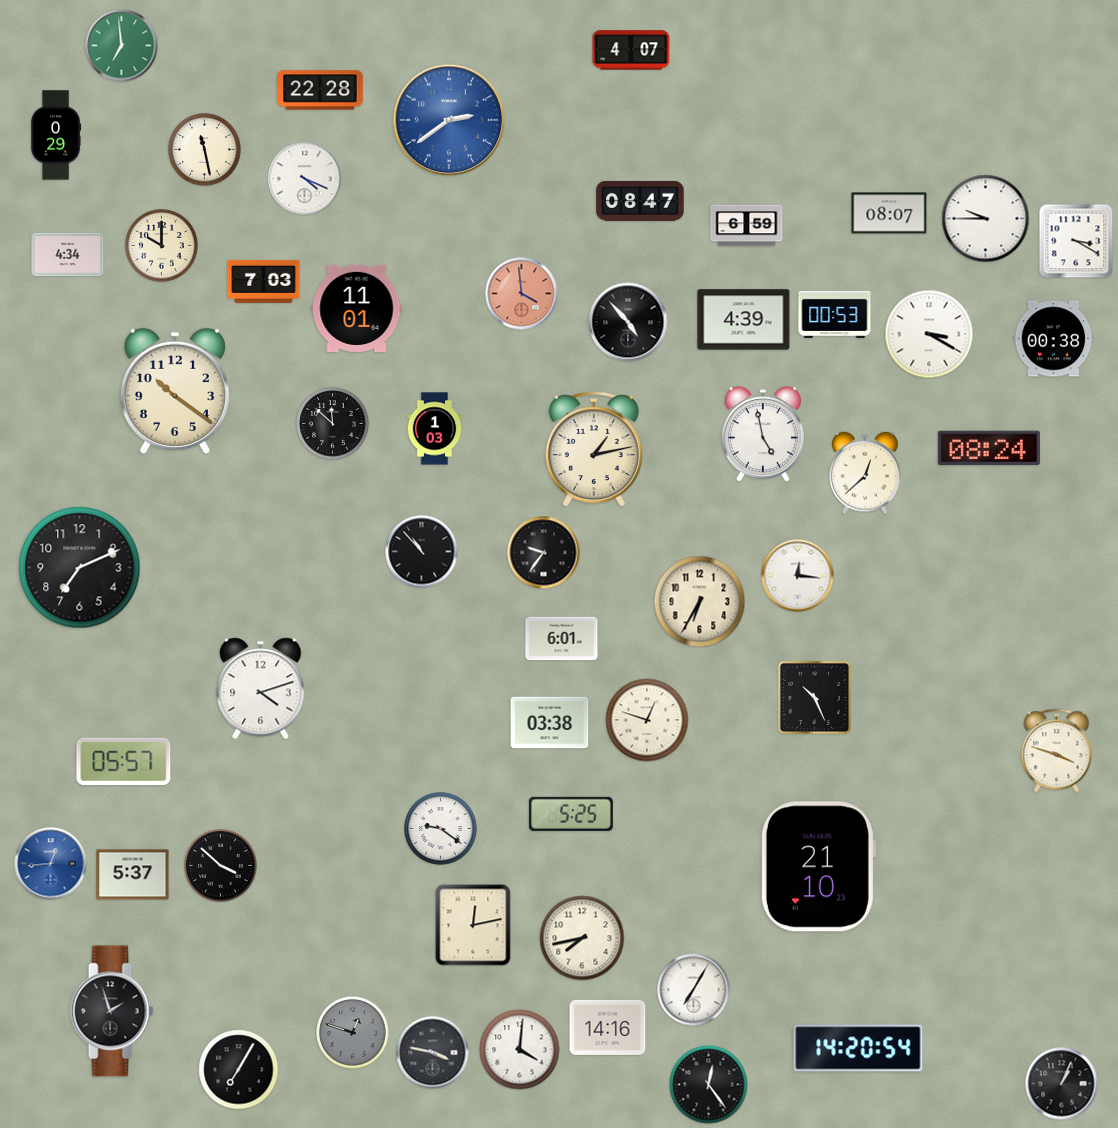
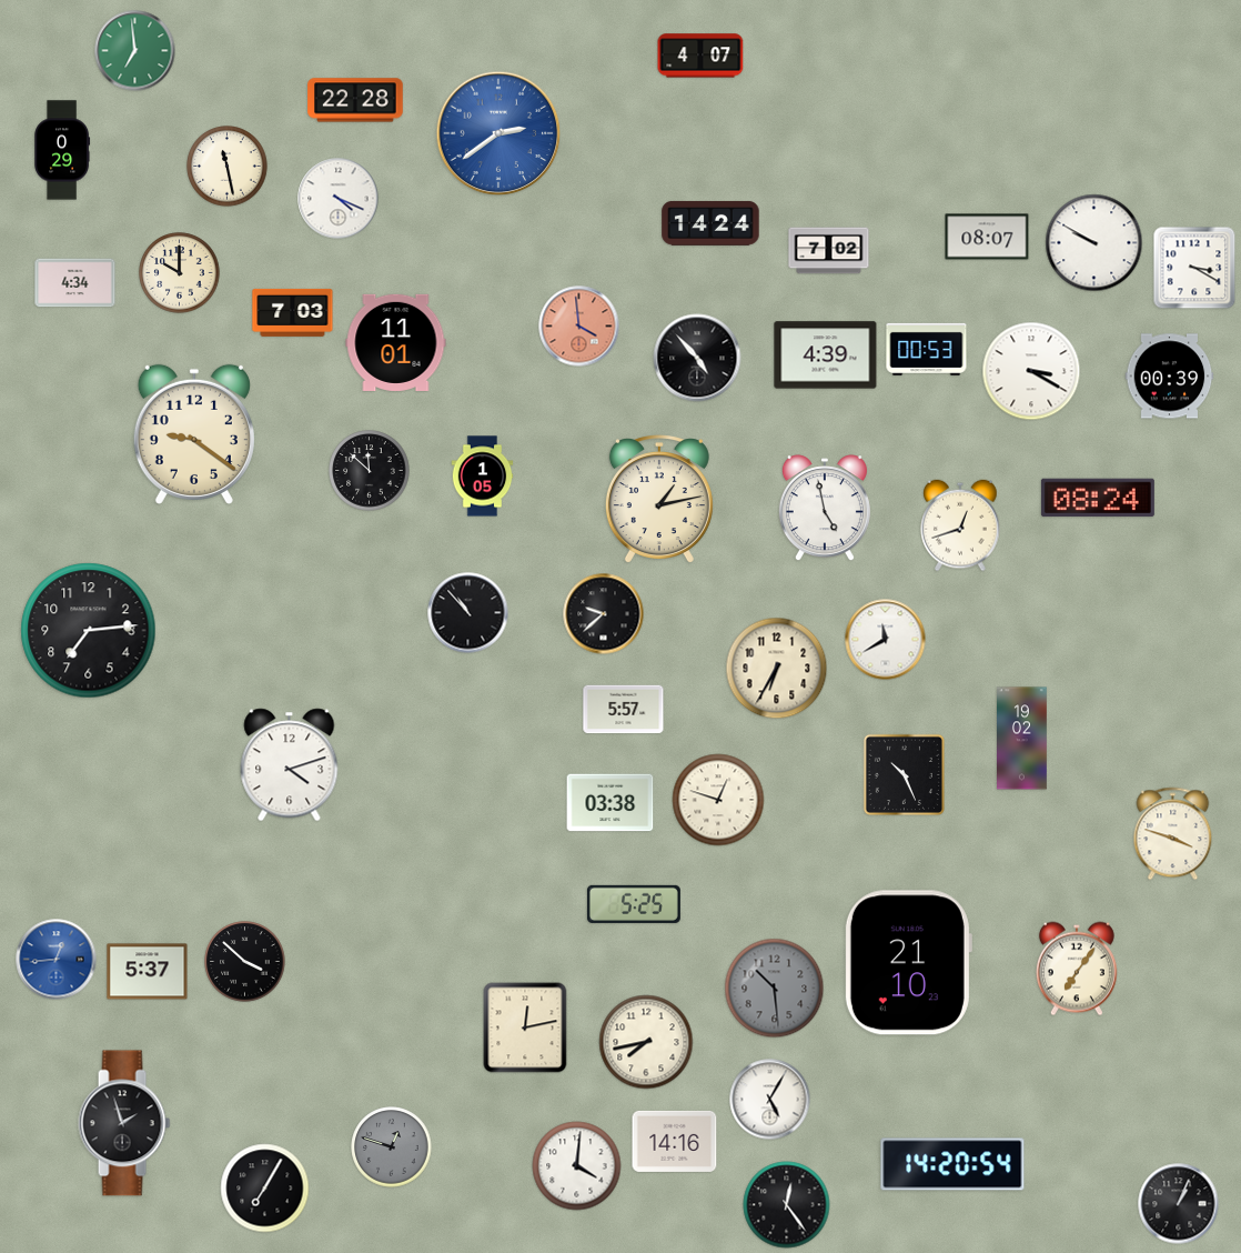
clock at (640, 201): 08:47 -> 14:24
clock at (986, 219): 9:45 -> 9:50
clock at (747, 226): 6:59 -> 7:02
clock at (1054, 339): 00:38 -> 00:39
clock at (175, 391): 10:21 -> 9:21
clock at (435, 429): 1:03 -> 1:05
clock at (763, 435) position: (763, 435) -> (825, 509)
clock at (865, 473): 12:38 -> 12:42
clock at (544, 553): 9:36 -> 9:38
clock at (80, 568): 7:11 -> 7:14
clock at (798, 576): 12:16 -> 11:40
clock at (562, 639): 6:01 -> 5:57
clock at (1022, 739): none -> 19:02
clock at (124, 762): 05:57 -> none
clock at (441, 829): 9:21 -> none
clock at (1077, 969): none -> 7:06
clock at (775, 989): none -> 10:29
clock at (694, 990): 7:05 -> 5:05
clock at (433, 1053): 3:47 -> none
